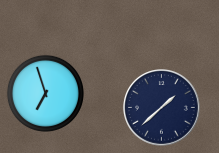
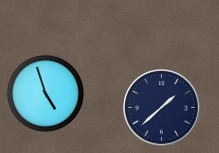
clock at (45, 93): 6:57 -> 4:57
